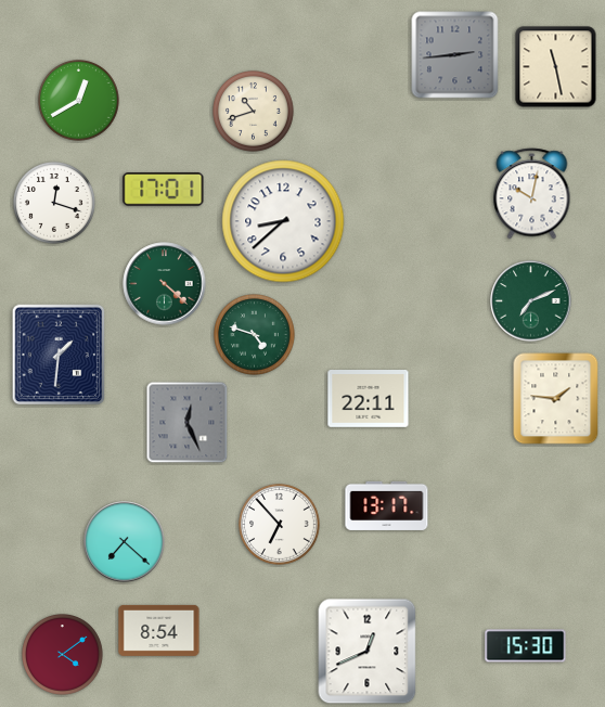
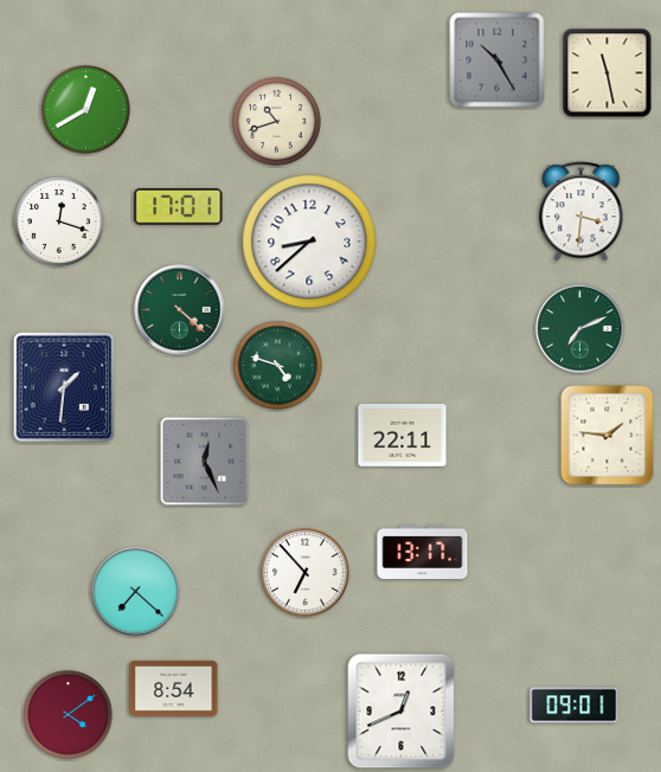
clock at (455, 55): 2:44 -> 10:25
clock at (532, 194): 10:02 -> 3:31
clock at (526, 646): 15:30 -> 09:01
